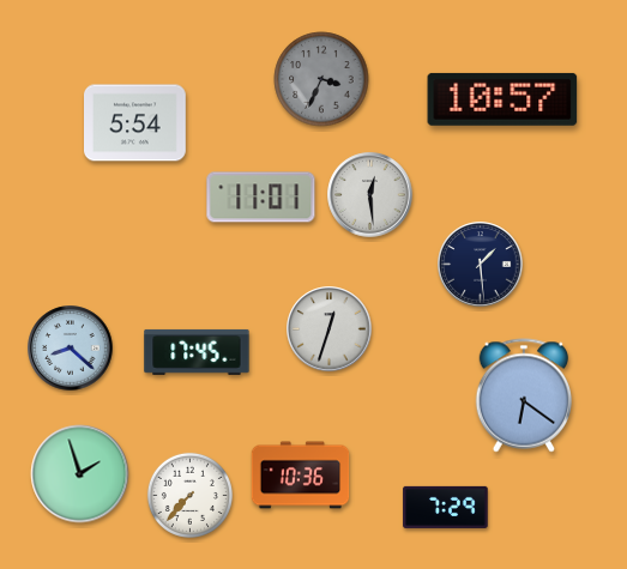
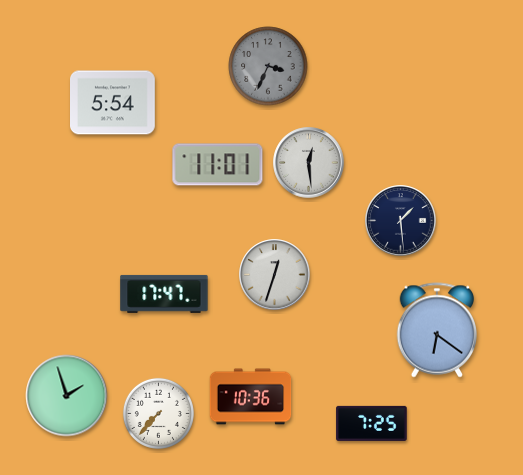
clock at (502, 99): 10:57 -> none
clock at (71, 349): 8:22 -> none
clock at (197, 352): 17:45 -> 17:47
clock at (446, 507): 7:29 -> 7:25
